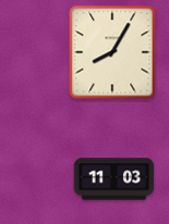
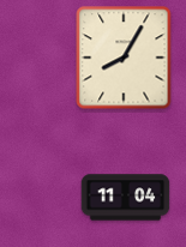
clock at (114, 179): 11:03 -> 11:04
